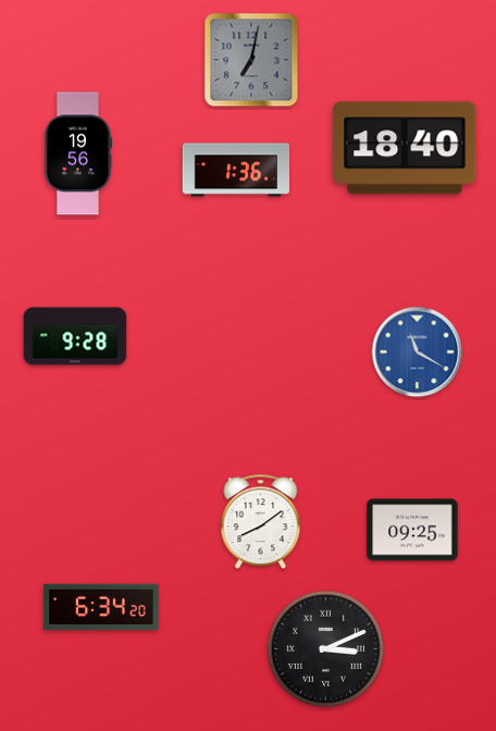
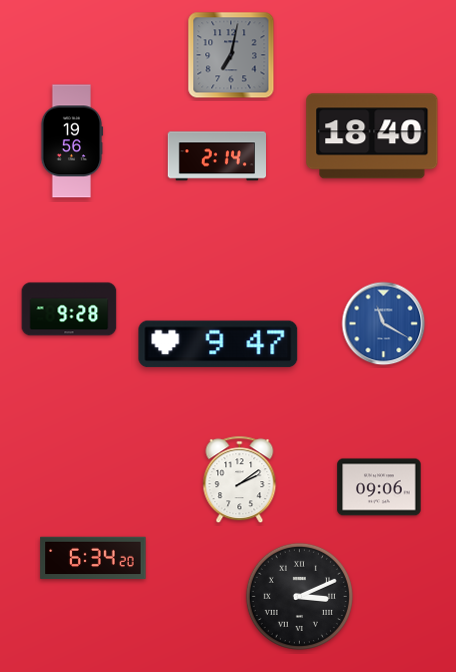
clock at (235, 170): 1:36 -> 2:14
clock at (218, 344): none -> 9:47
clock at (261, 522): 8:09 -> 2:09
clock at (412, 530): 09:25 -> 09:06
